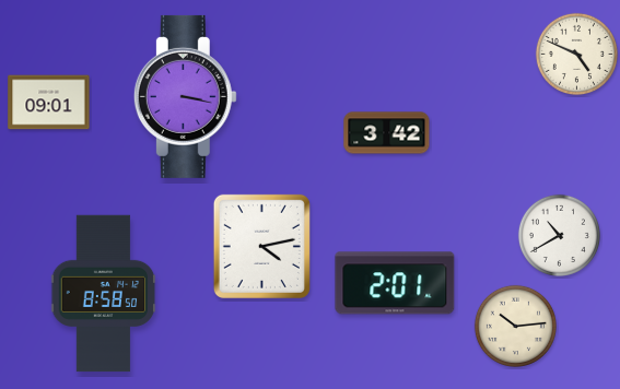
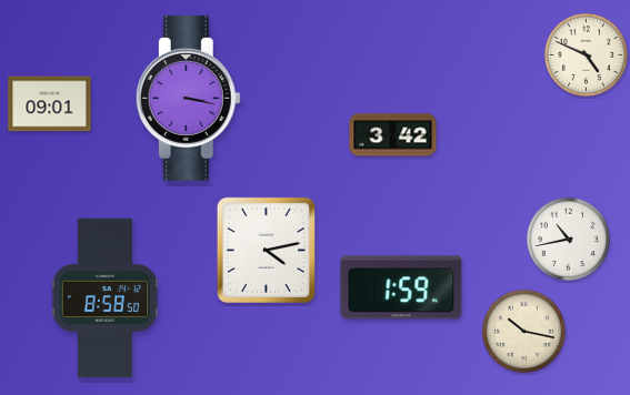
clock at (559, 235): 10:40 -> 10:43
clock at (395, 283): 2:01 -> 1:59
clock at (515, 326): 10:14 -> 10:17
